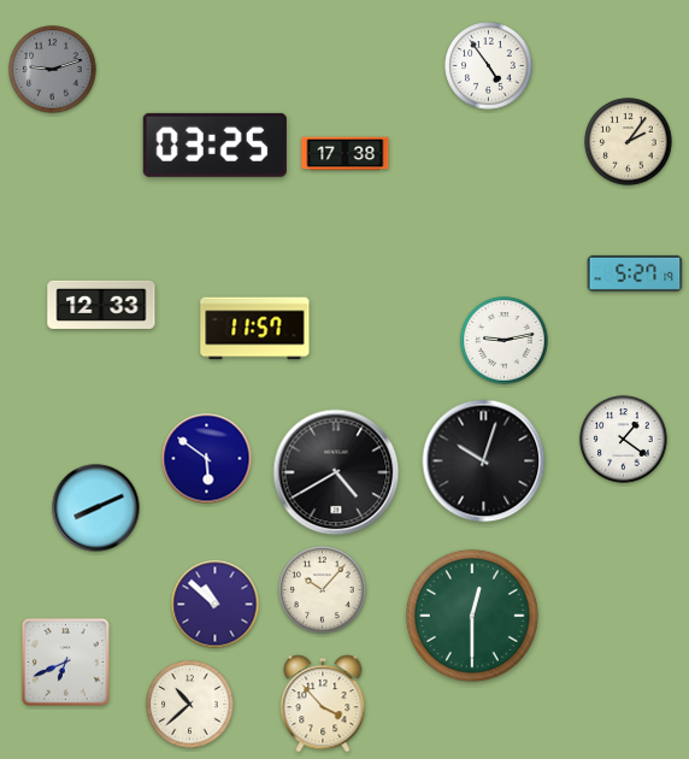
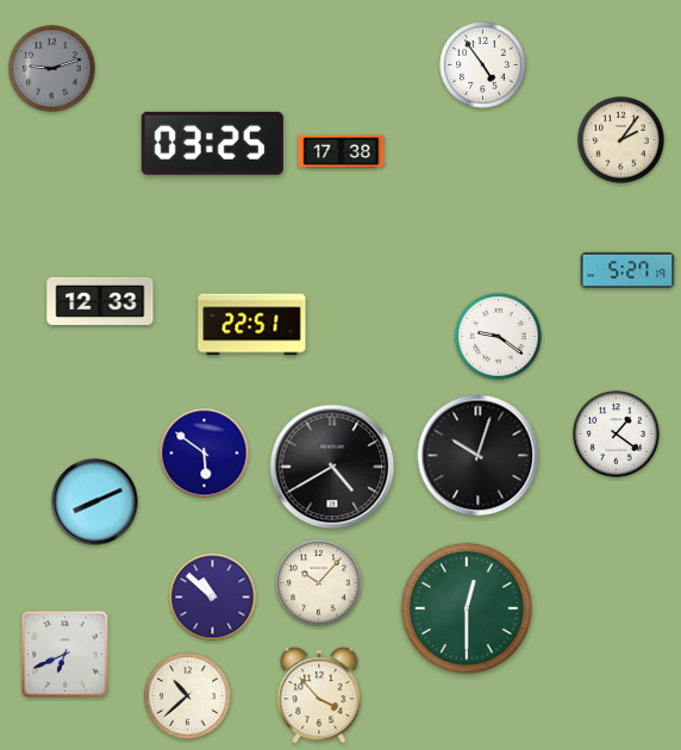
clock at (255, 329): 11:57 -> 22:51
clock at (505, 341): 9:13 -> 9:21
